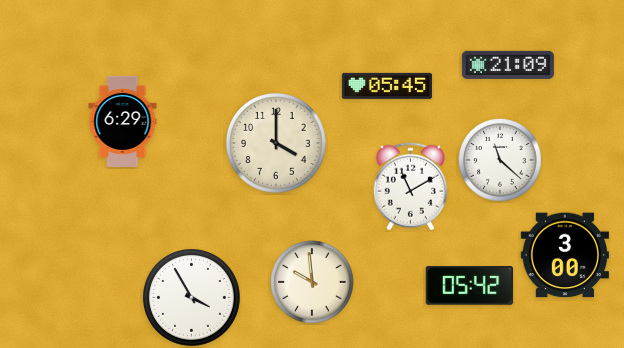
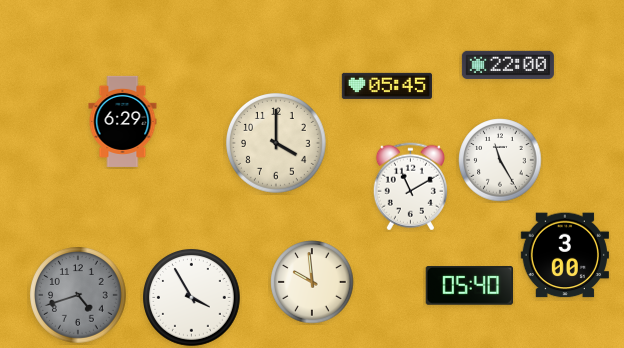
clock at (508, 65): 21:09 -> 22:00
clock at (500, 160): 11:22 -> 11:25
clock at (469, 286): 05:42 -> 05:40
clock at (79, 296): none -> 4:42
